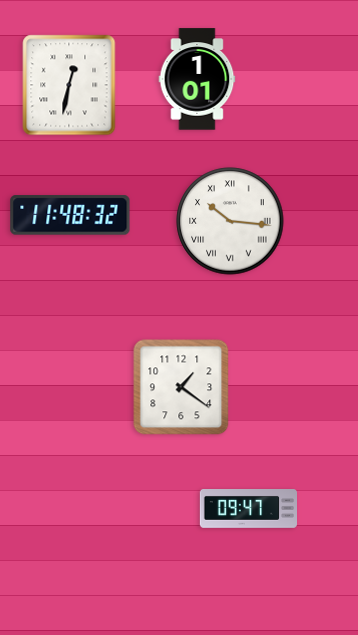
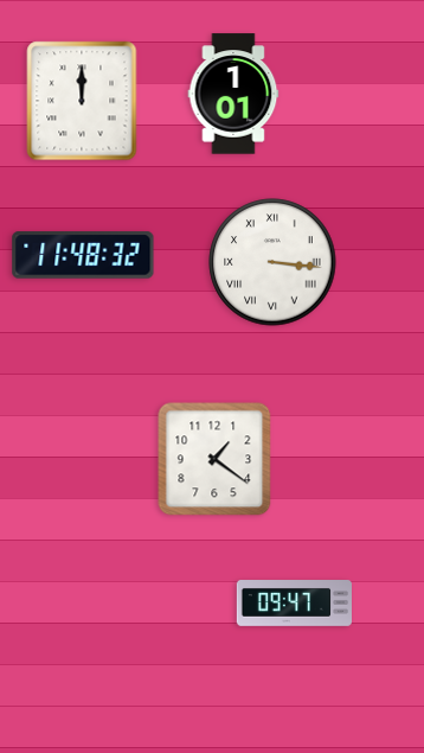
clock at (69, 85): 12:32 -> 12:00
clock at (230, 221): 10:16 -> 3:16
